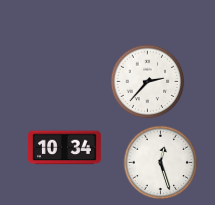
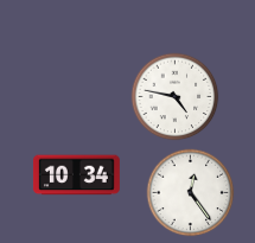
clock at (148, 82): 2:37 -> 4:47
clock at (161, 163): 12:27 -> 12:24
